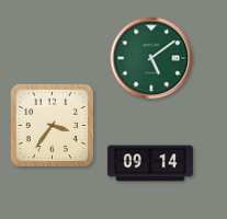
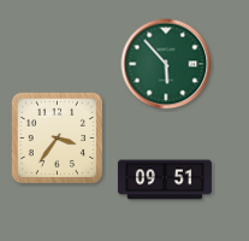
clock at (151, 58): 5:09 -> 5:53
clock at (150, 163): 09:14 -> 09:51
